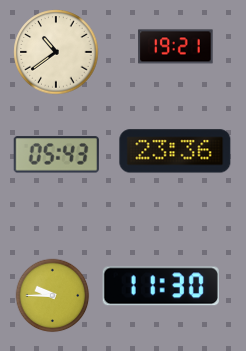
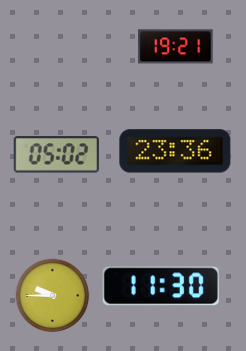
clock at (56, 52): 10:39 -> none
clock at (56, 155): 05:43 -> 05:02
